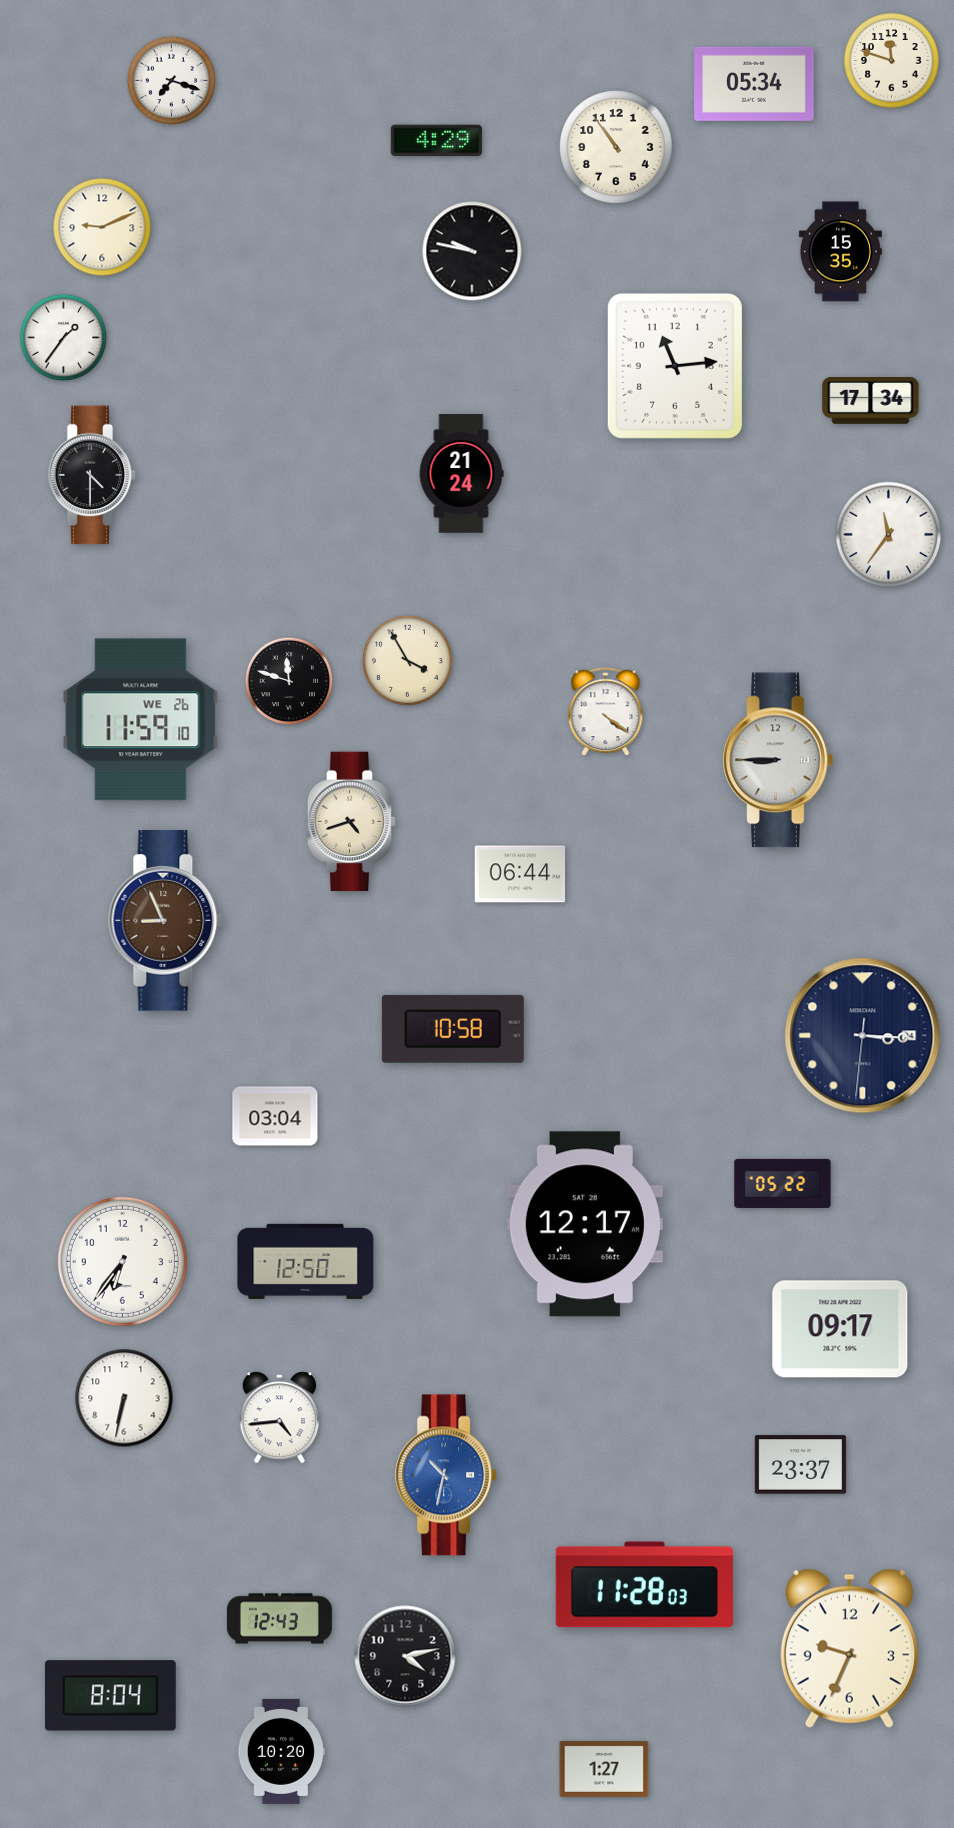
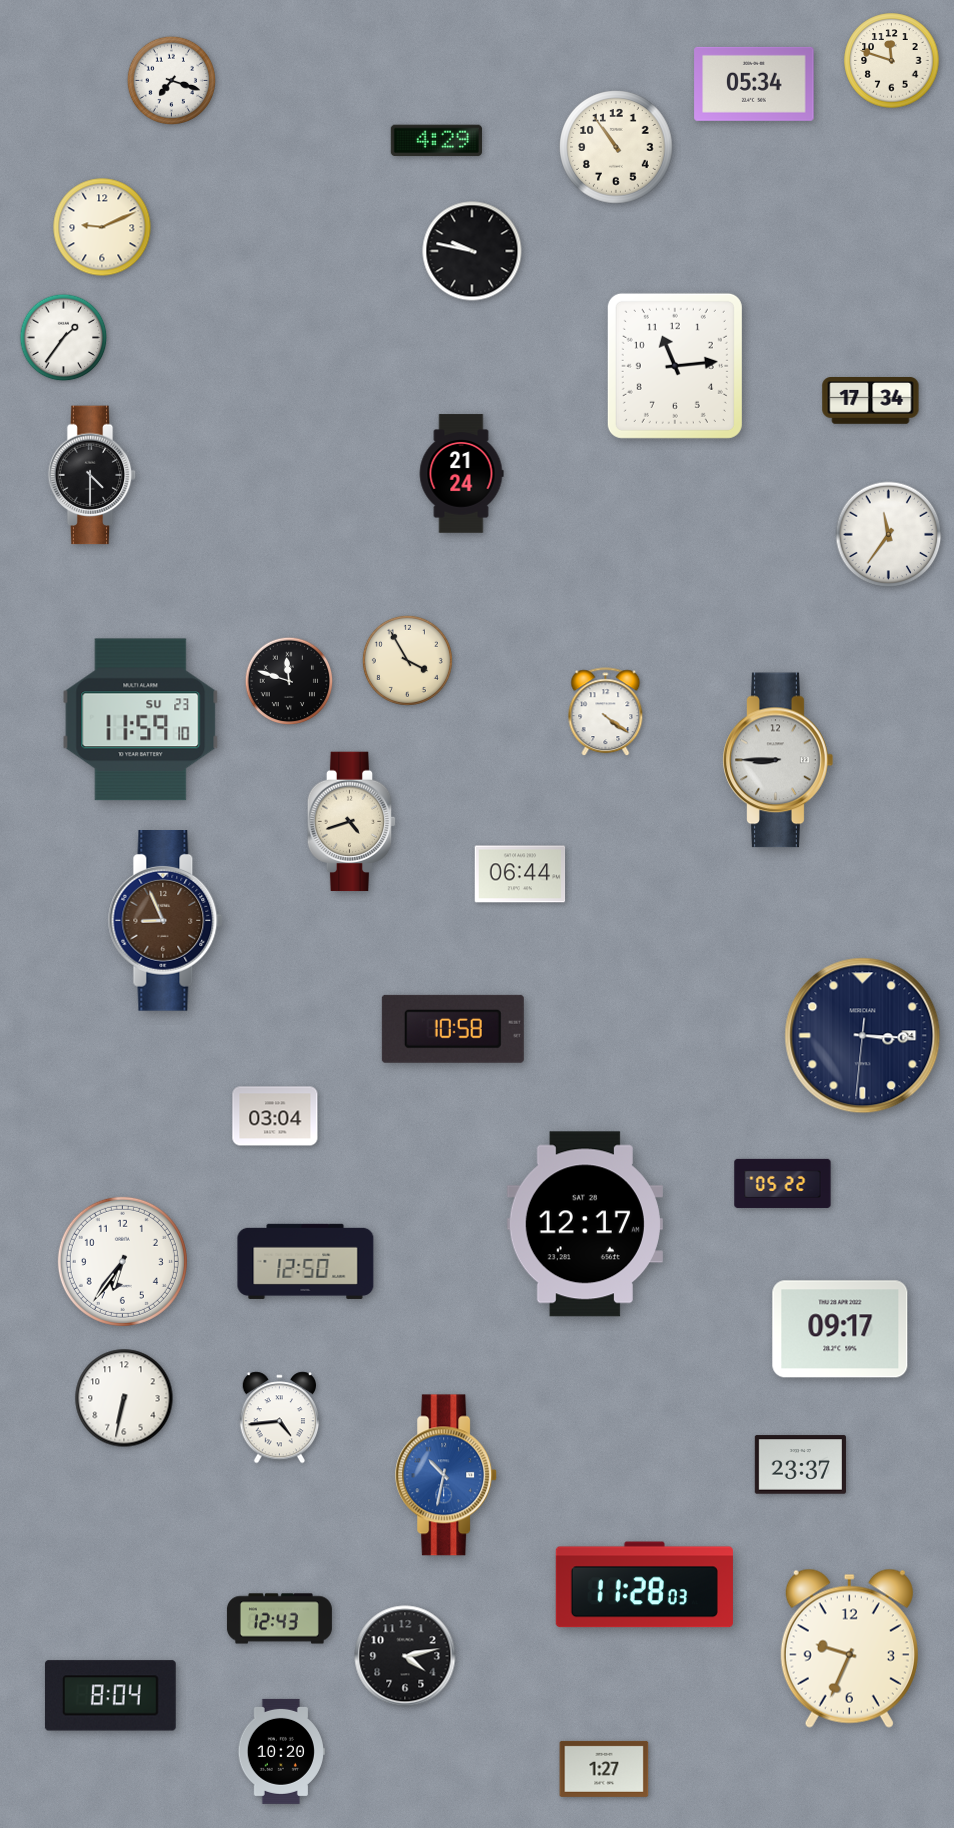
clock at (840, 252): 15:35 -> none
clock at (141, 720) date: WE 26 -> SU 23
